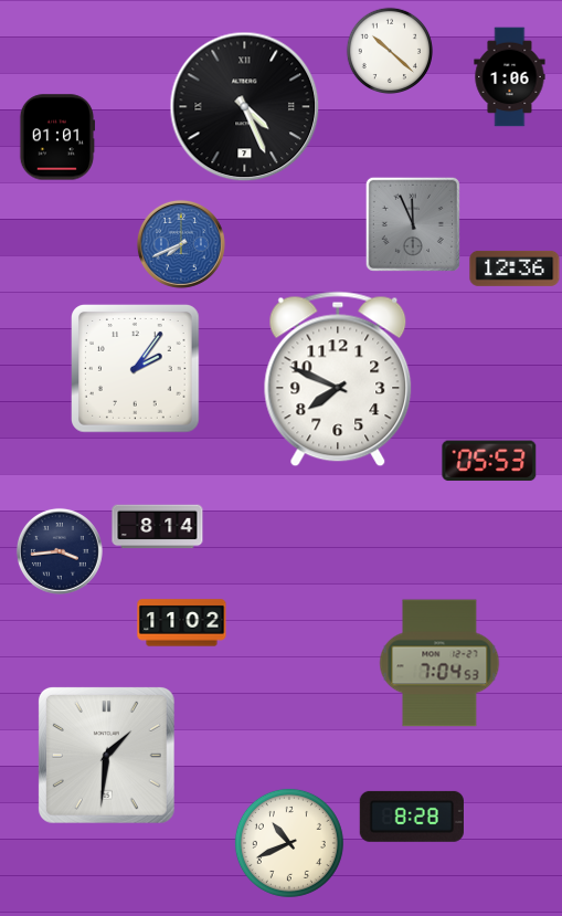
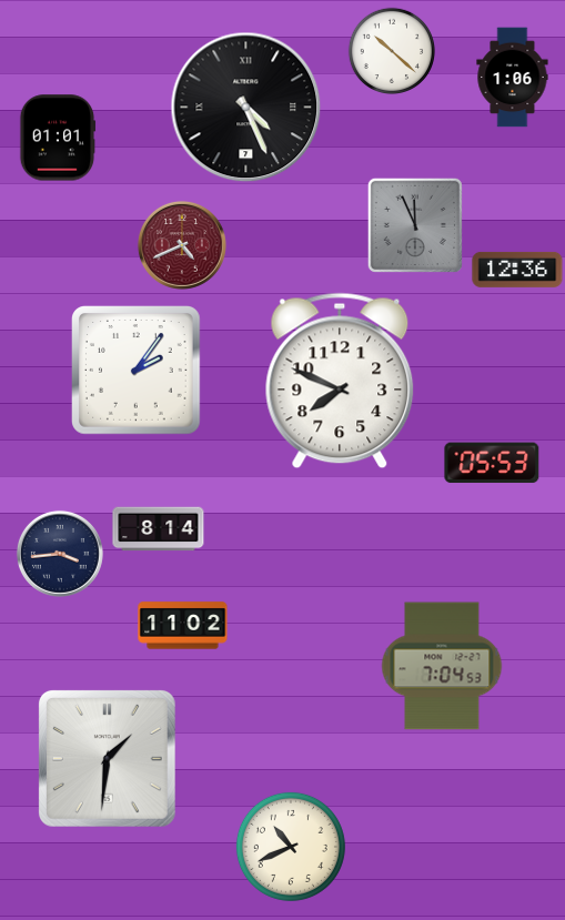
clock at (181, 244): 7:41 -> 4:41
clock at (181, 244) dial: blue -> burgundy
clock at (412, 817): 8:28 -> none
